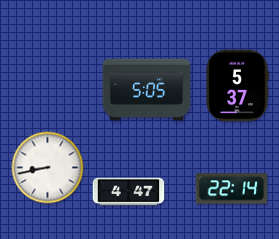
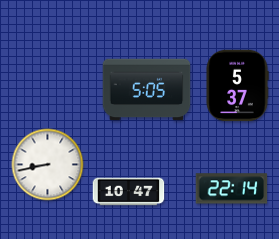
clock at (48, 168) position: (48, 168) -> (48, 165)
clock at (129, 192): 4:47 -> 10:47
